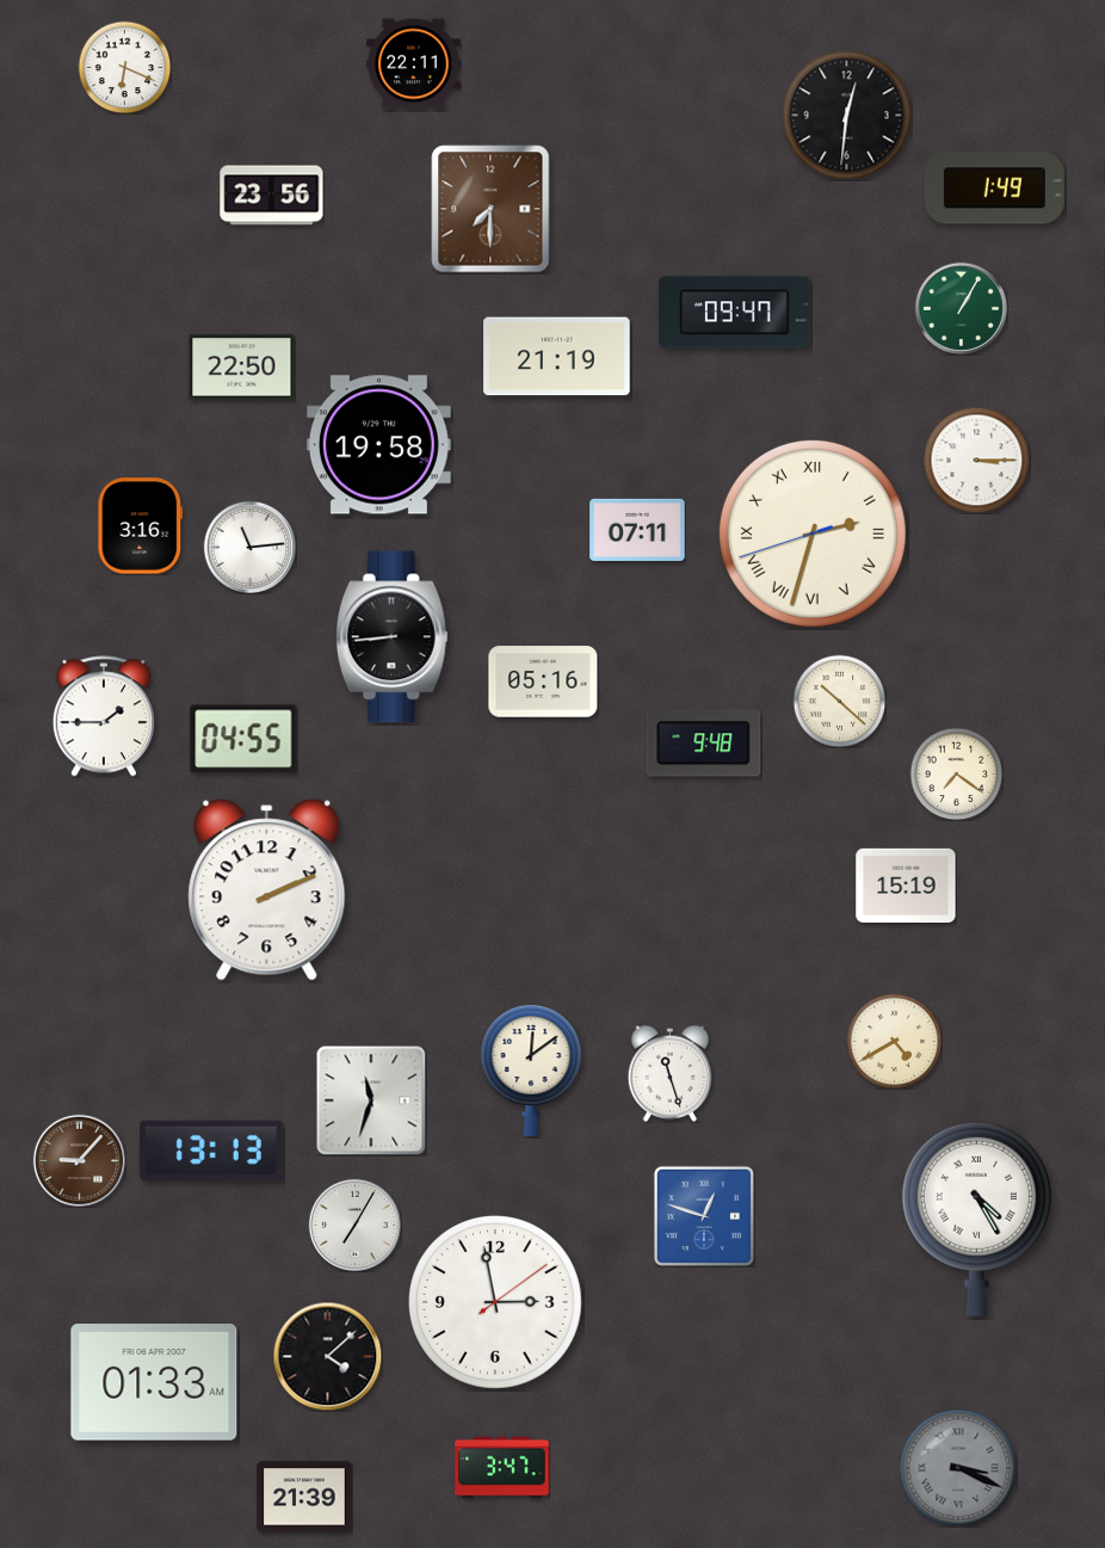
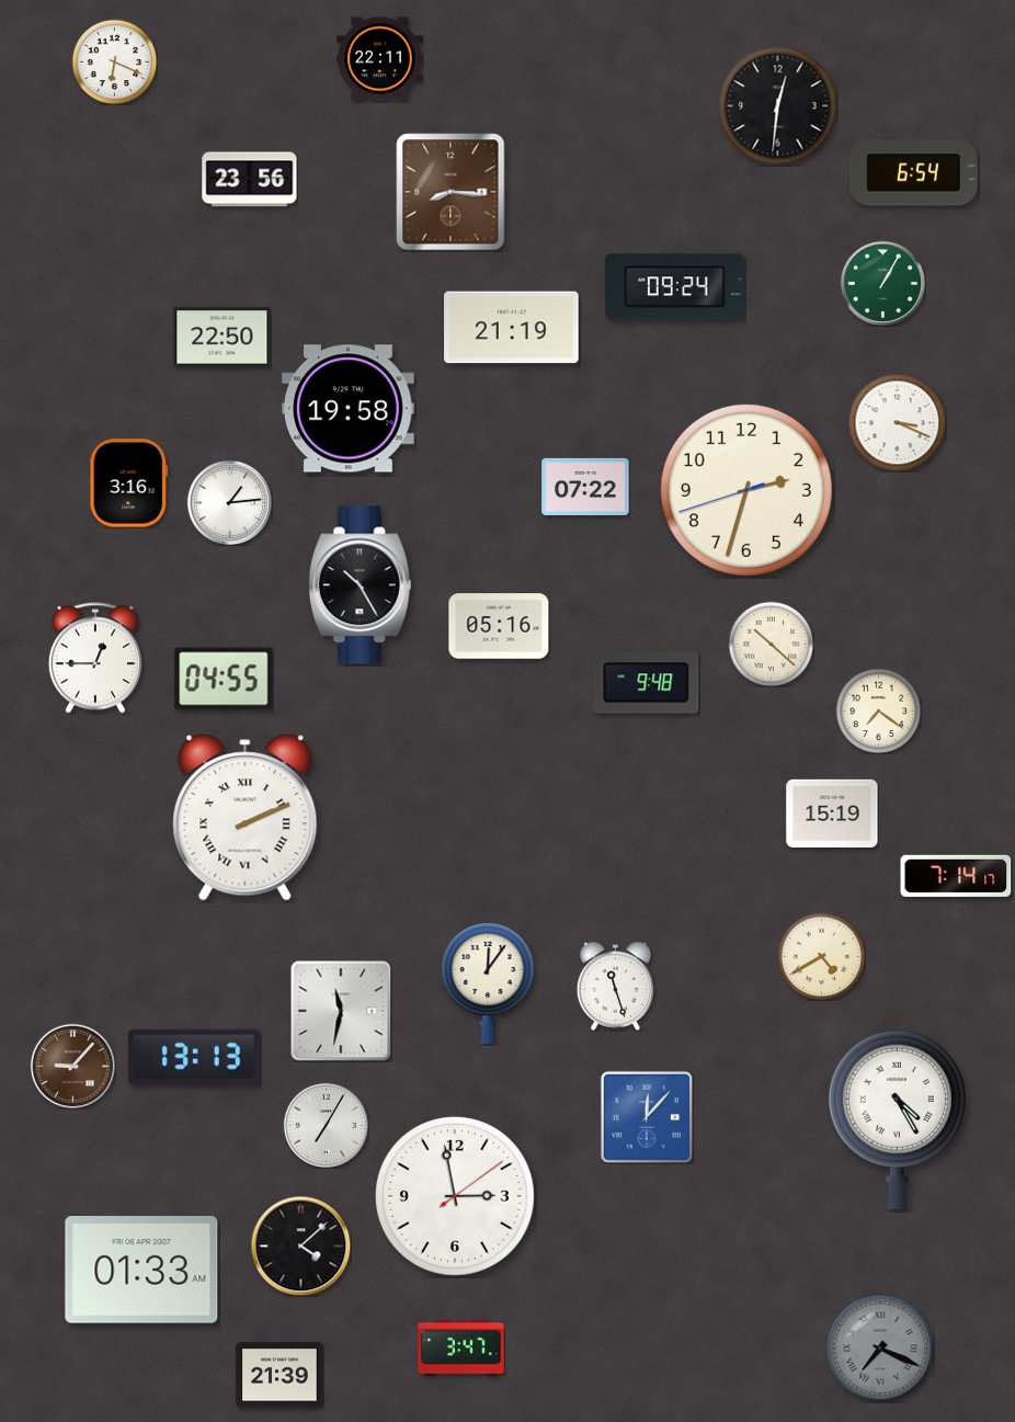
clock at (994, 189): 1:49 -> 6:54
clock at (490, 209): 7:30 -> 8:16
clock at (735, 313): 09:47 -> 09:24
clock at (976, 460): 3:15 -> 3:19
clock at (637, 530): 07:11 -> 07:22
clock at (813, 534) numerals: Roman -> Arabic
clock at (249, 547): 11:14 -> 1:14
clock at (391, 637): 8:44 -> 10:25
clock at (104, 716): 1:45 -> 12:45
clock at (267, 890) numerals: Arabic -> Roman
clock at (956, 876): none -> 7:14
clock at (531, 1069): 12:09 -> 12:06
clock at (371, 1100): 11:33 -> 11:32
clock at (704, 1216): 12:48 -> 12:07
clock at (958, 1468): 3:19 -> 7:19
